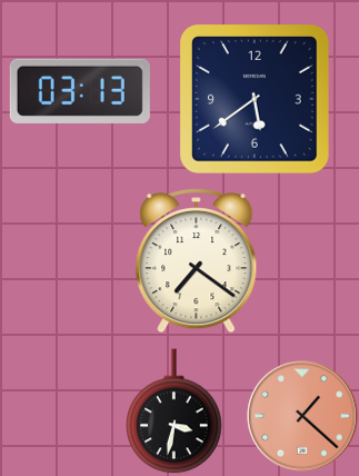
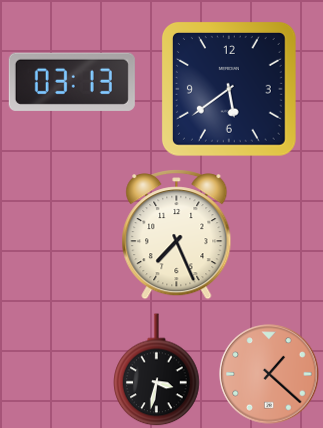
clock at (197, 261): 7:21 -> 7:26
clock at (302, 416) position: (302, 416) -> (269, 374)
